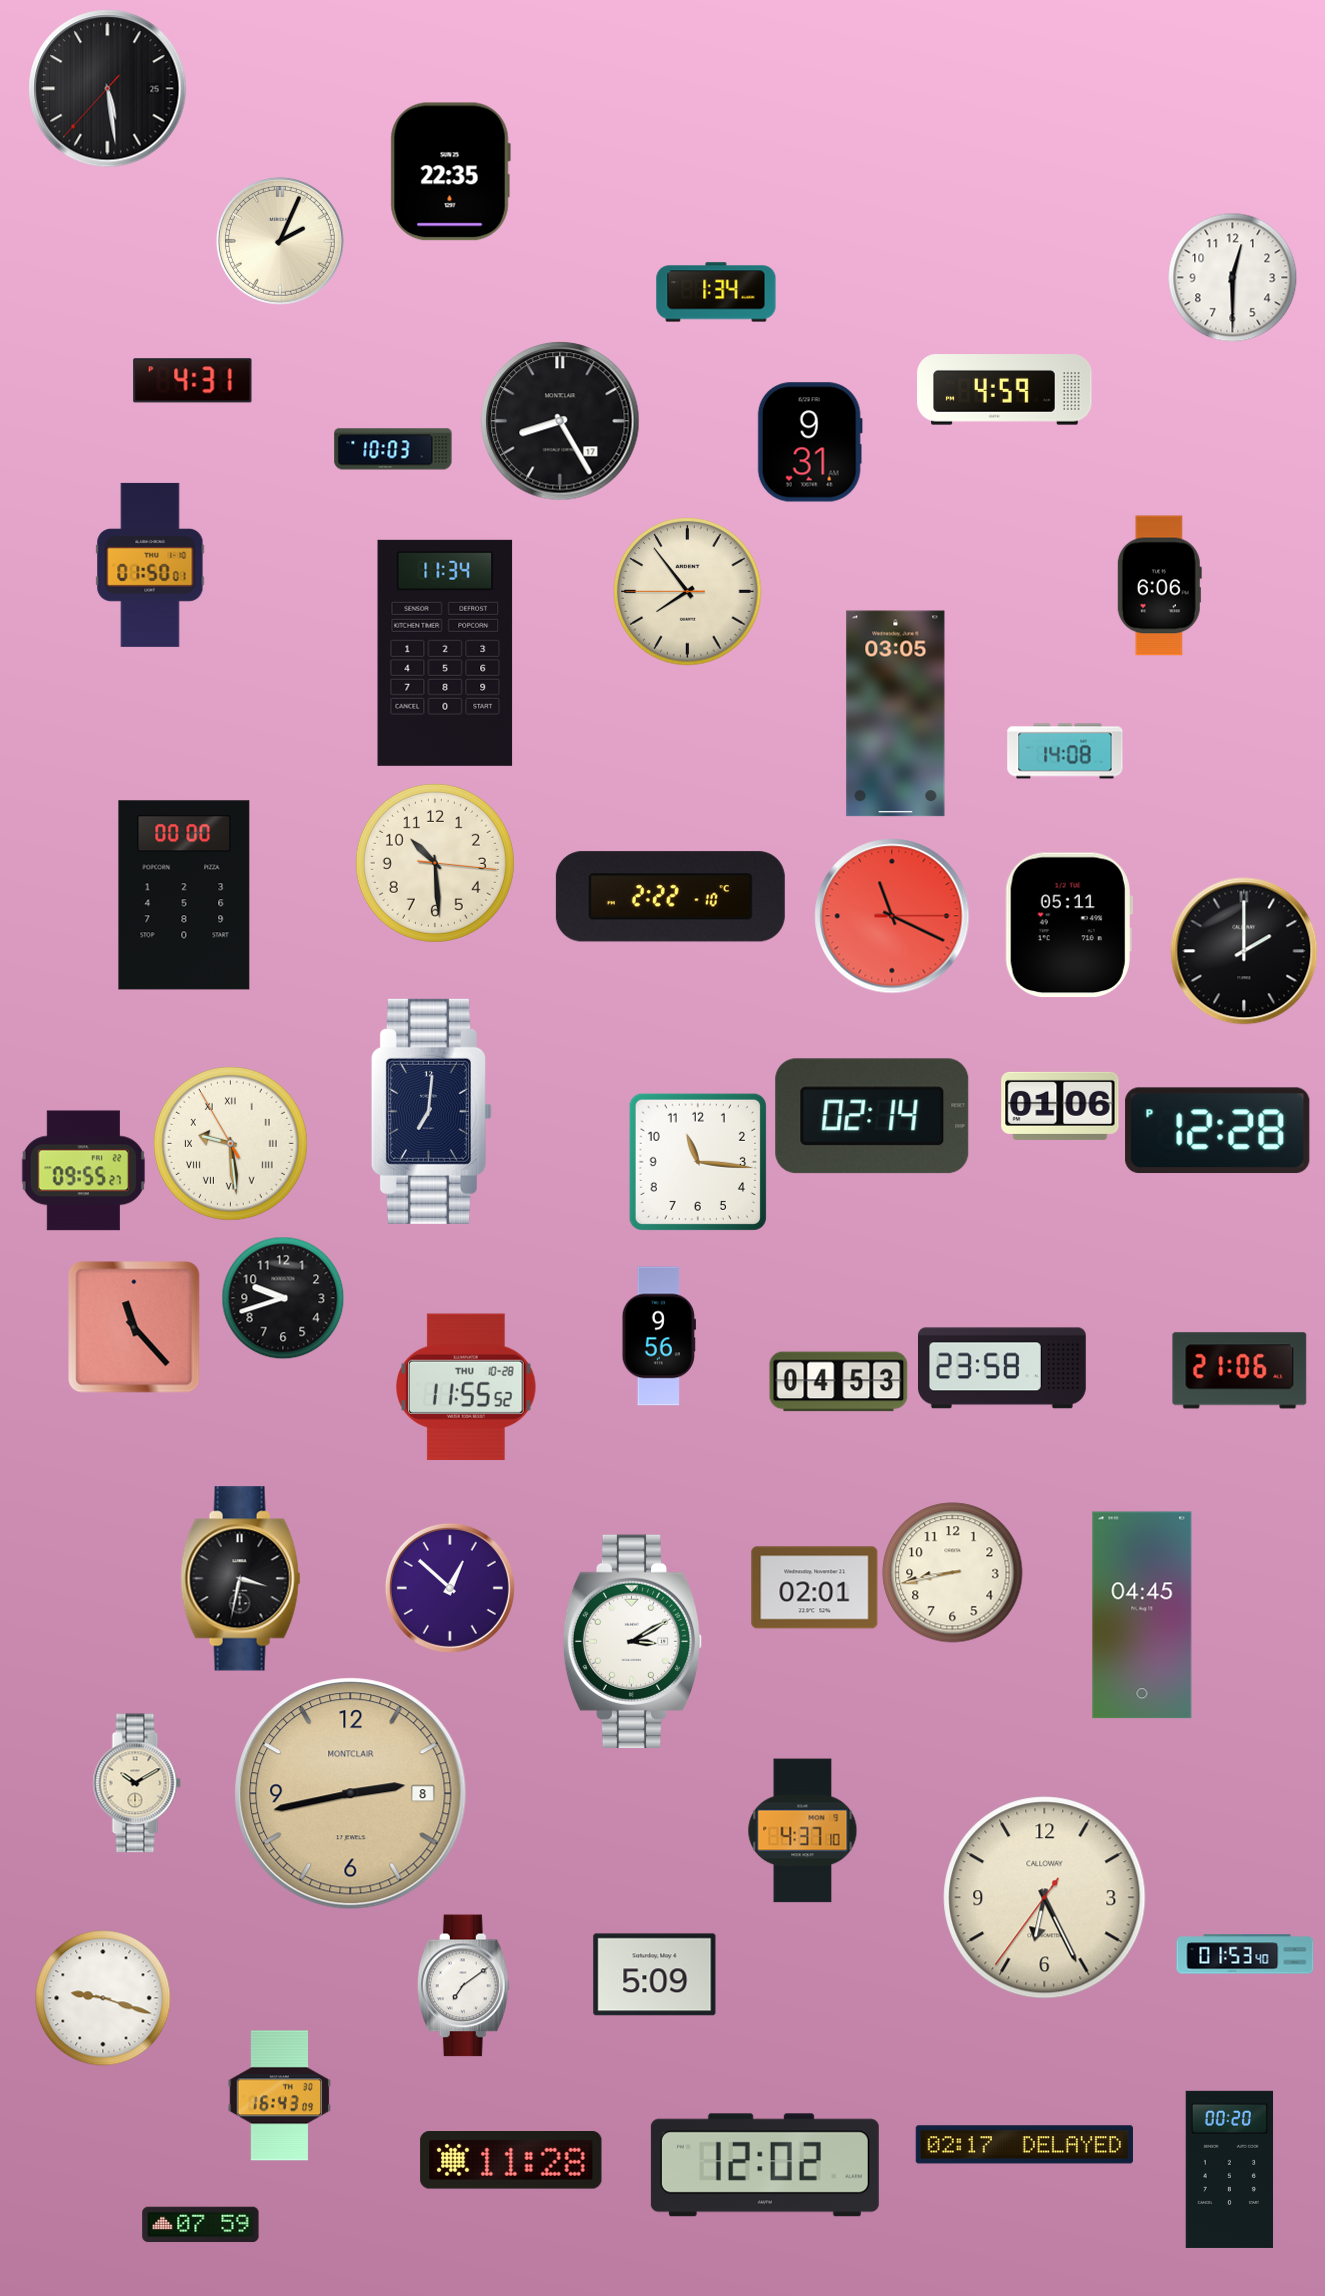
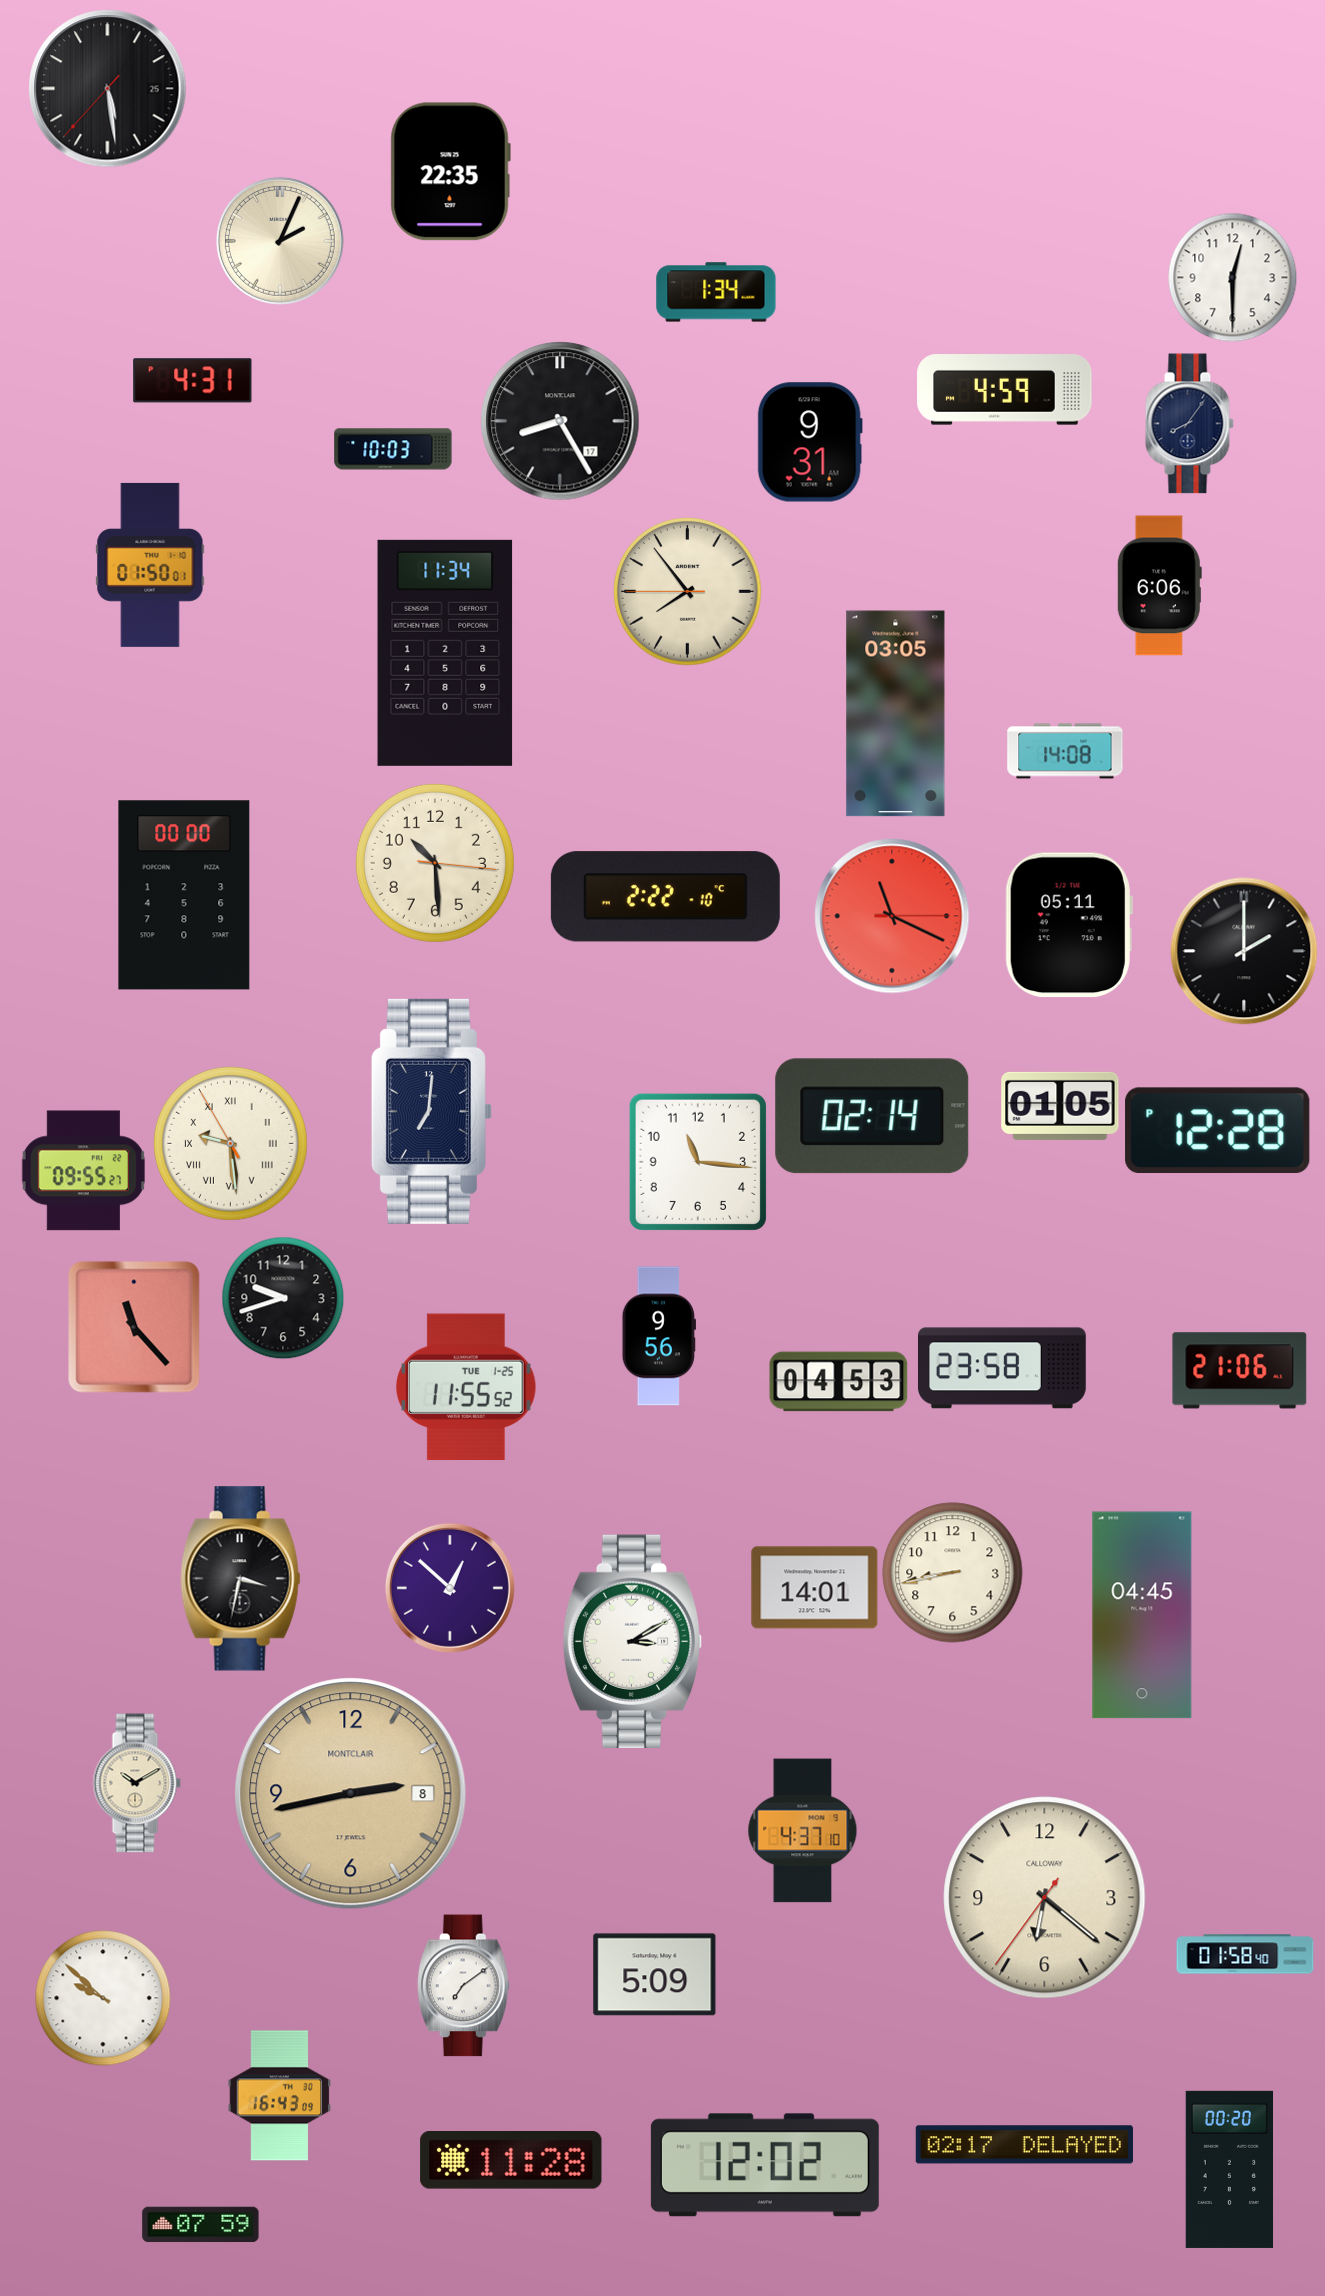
clock at (1189, 424): none -> 8:06
clock at (670, 897) position: (670, 897) -> (665, 897)
clock at (1060, 1106): 01:06 -> 01:05
clock at (466, 1387) date: THU 10-28 -> TUE 1-25
clock at (815, 1588): 02:01 -> 14:01
clock at (1045, 1898): 6:25 -> 6:21
clock at (1245, 1954): 01:53 -> 01:58
clock at (103, 1998): 9:18 -> 9:52
